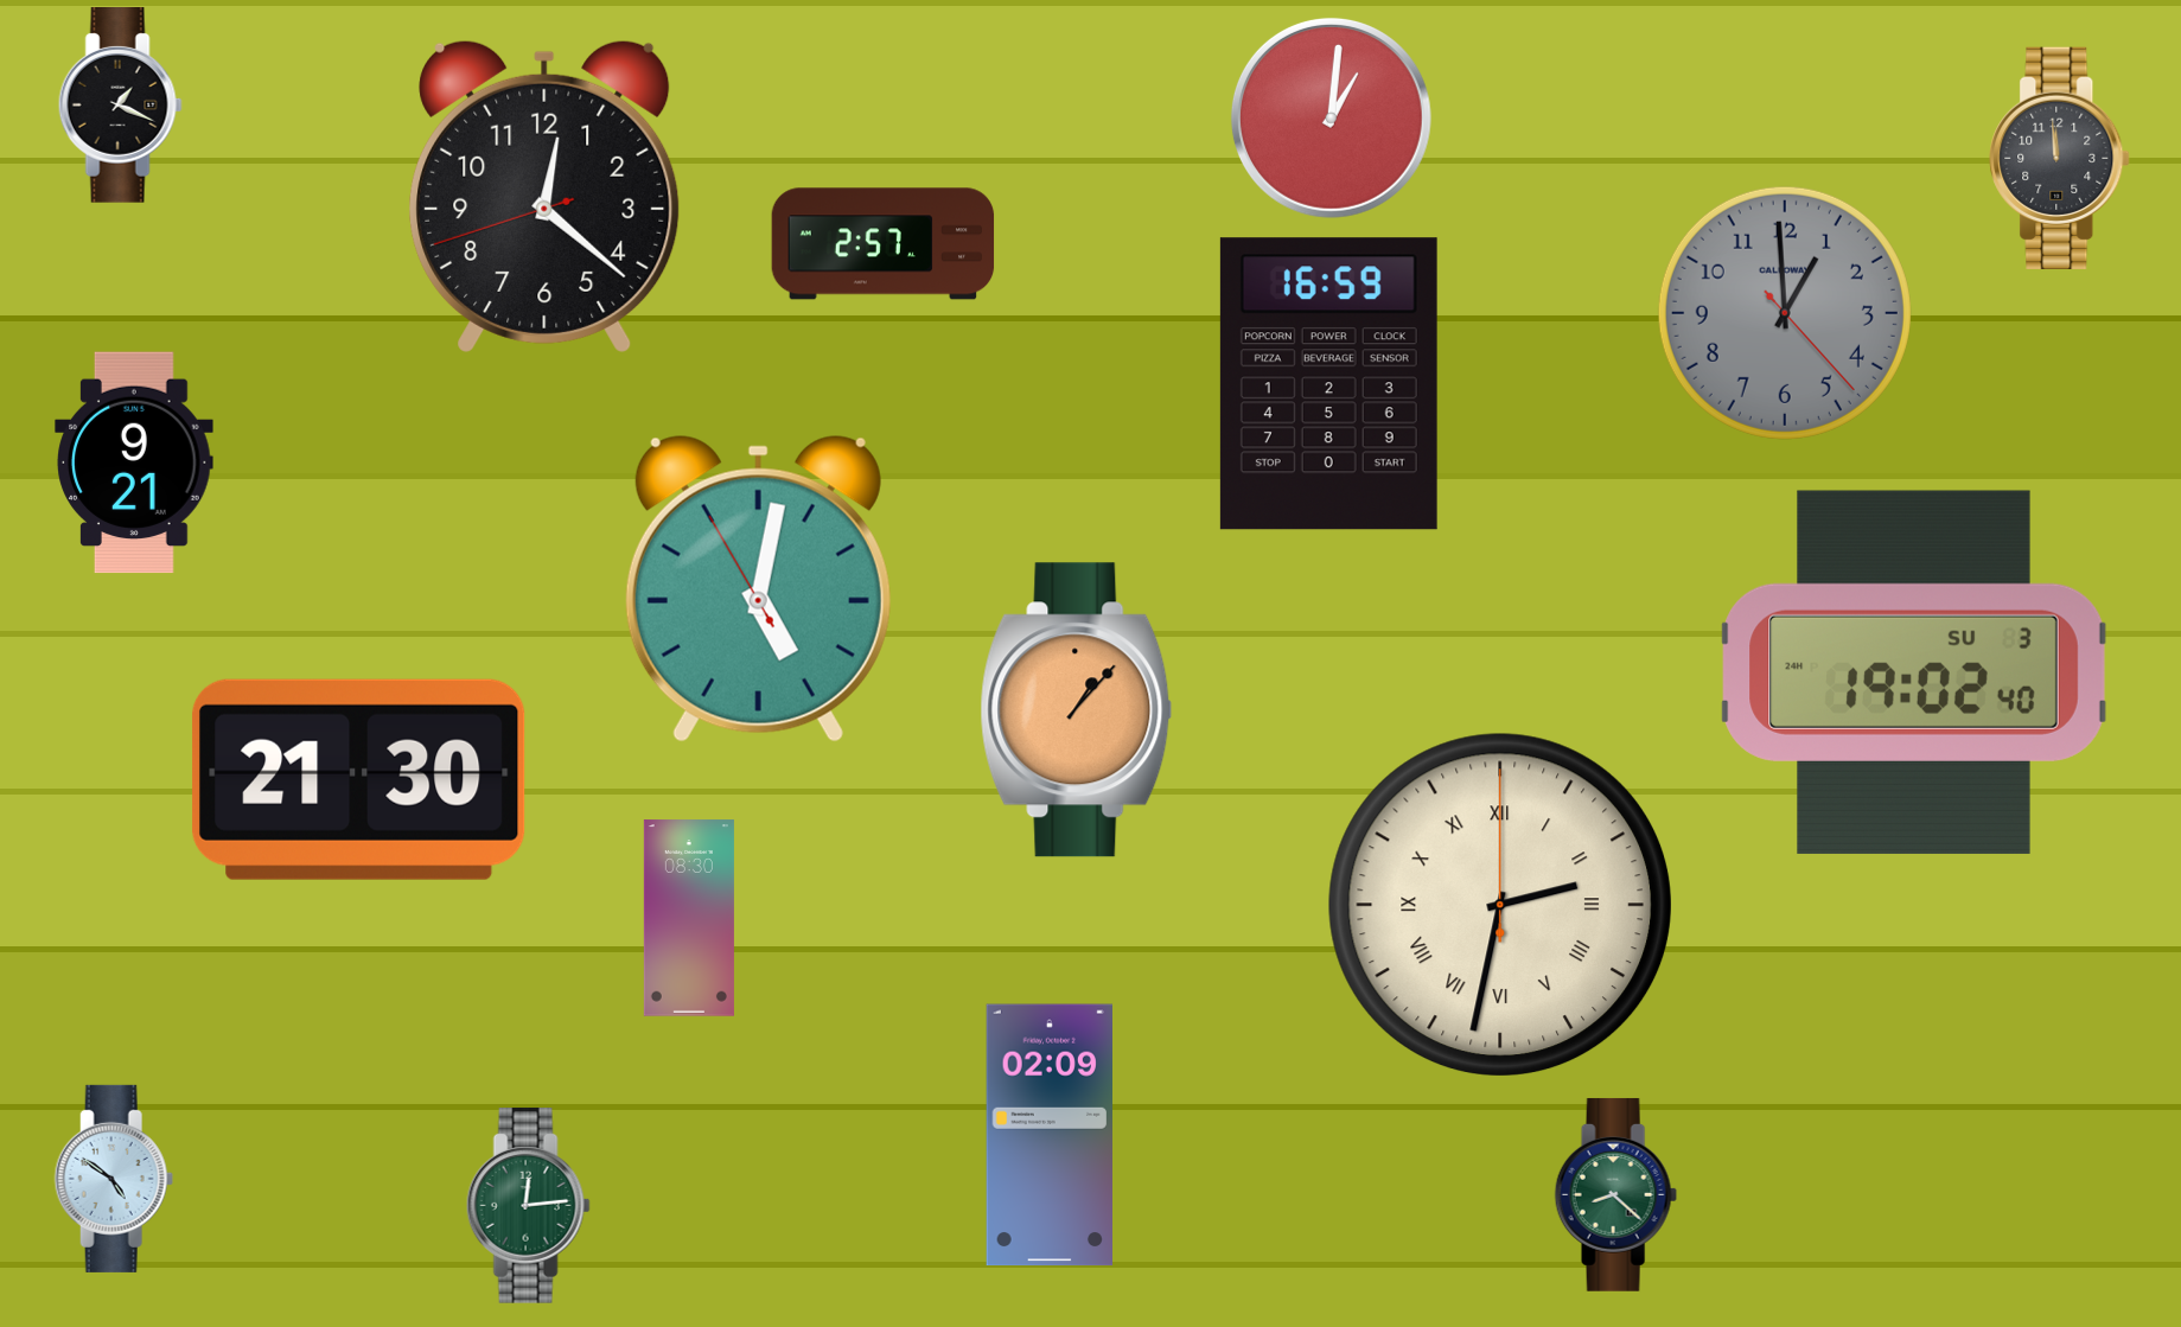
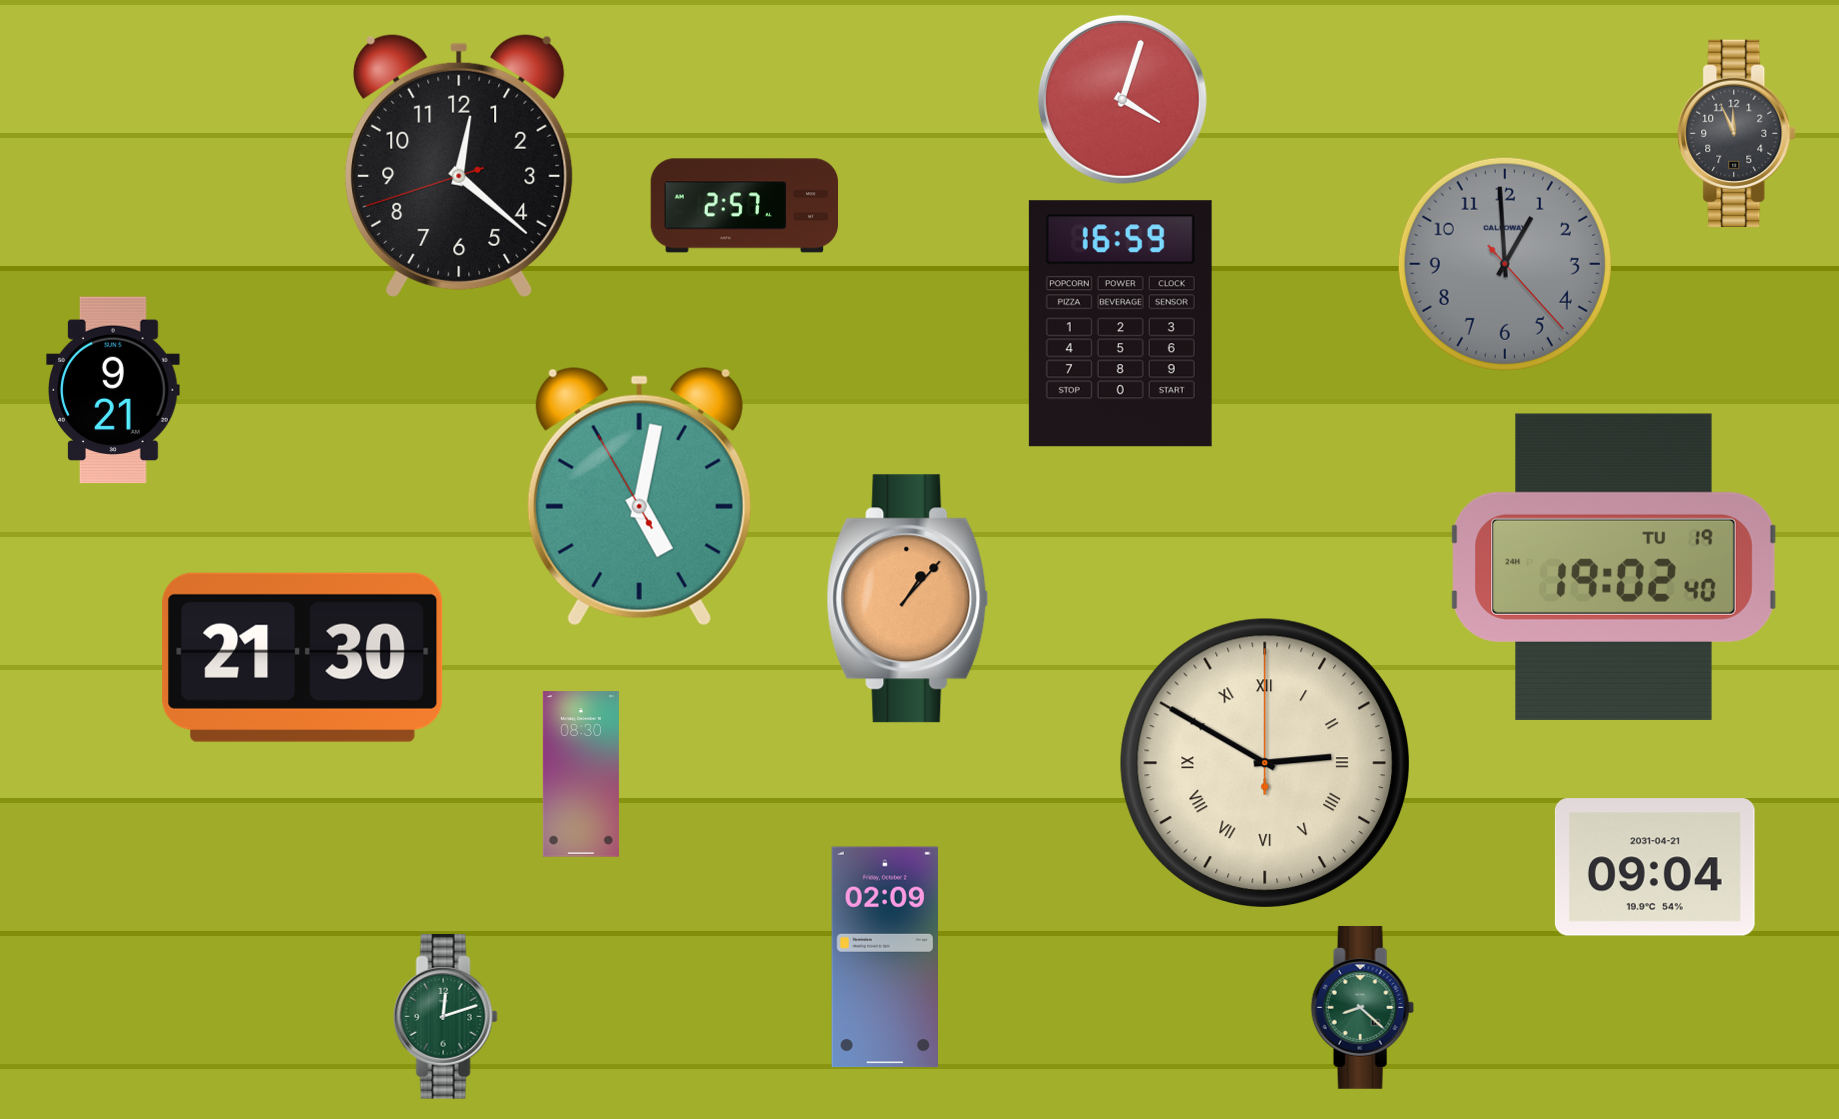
clock at (120, 106): 1:19 -> none
clock at (1331, 117): 1:01 -> 4:03
clock at (2060, 158): 11:59 -> 11:56
clock at (1914, 672) date: SU 3 -> TU 19
clock at (1499, 904): 2:32 -> 2:50
clock at (1655, 867): none -> 09:04
clock at (114, 1179): 4:51 -> none
clock at (528, 1206): 12:14 -> 12:12
